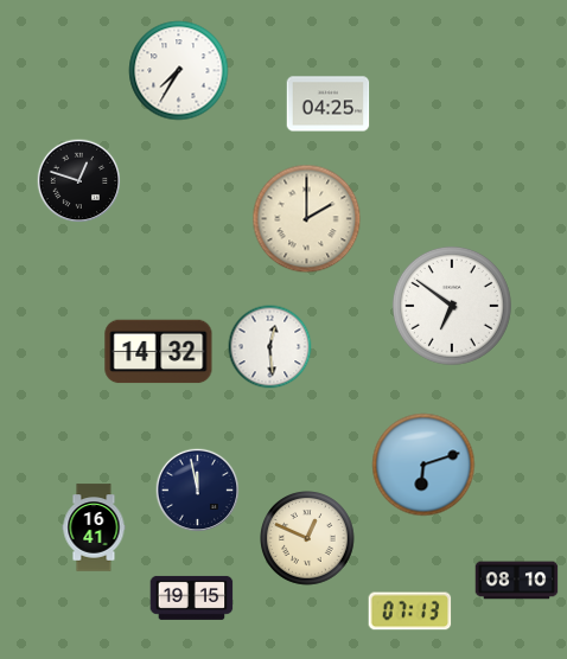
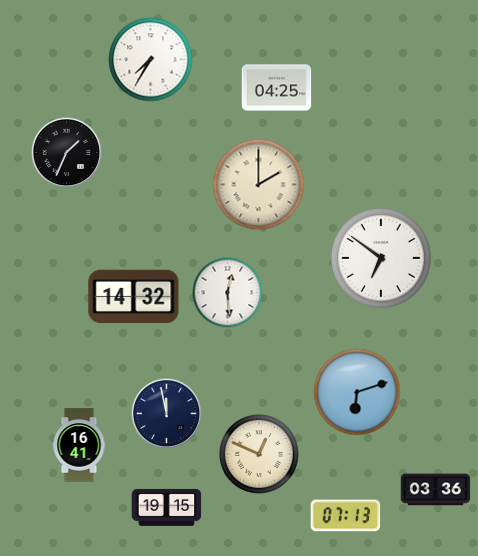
clock at (79, 181): 12:48 -> 1:34
clock at (517, 581): 08:10 -> 03:36
clock at (192, 597) position: (192, 597) -> (167, 507)
